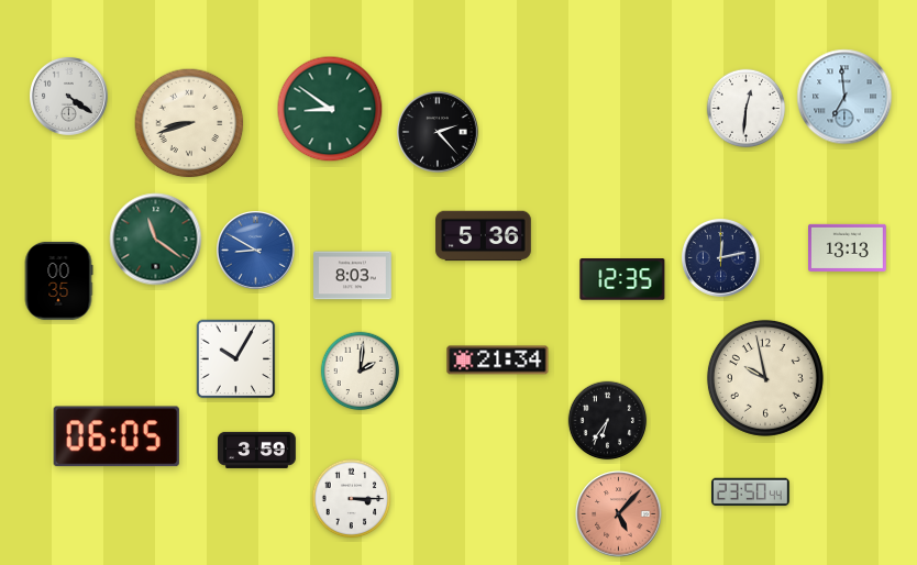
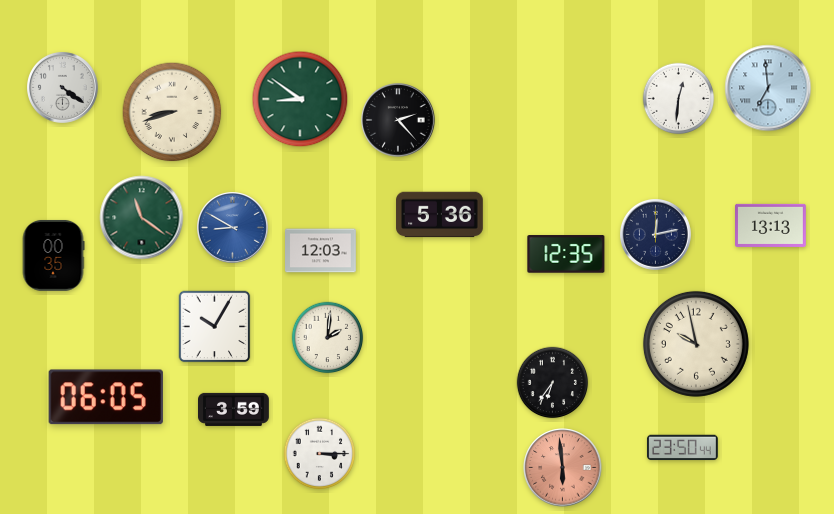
clock at (353, 276): 8:03 -> 12:03
clock at (498, 361): 21:34 -> none
clock at (619, 514): 5:07 -> 5:59
